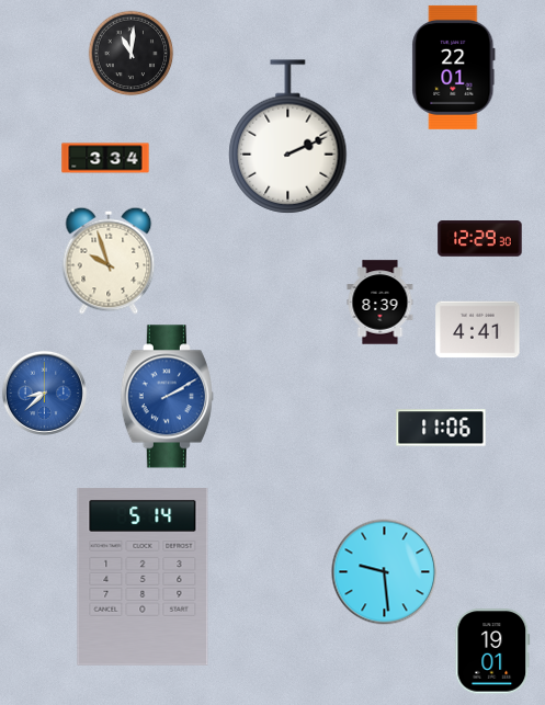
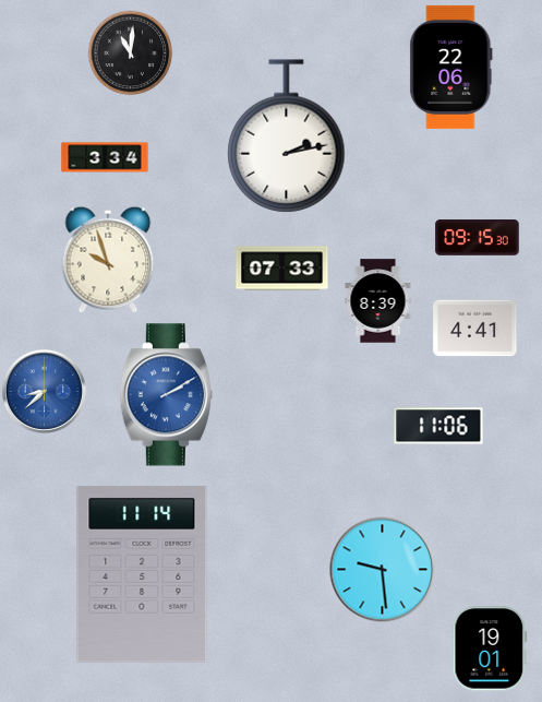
clock at (454, 67): 22:01 -> 22:06
clock at (288, 137): 2:11 -> 2:13
clock at (480, 239): 12:29 -> 09:15
clock at (282, 269): none -> 07:33
clock at (143, 578): 5:14 -> 11:14
